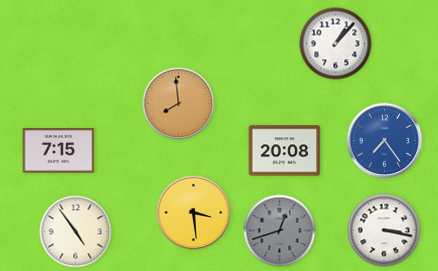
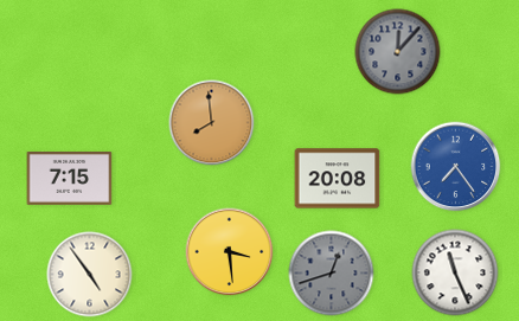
clock at (336, 44): 1:07 -> 12:07
clock at (336, 44) dial: white -> grey
clock at (384, 230): 3:17 -> 11:26
